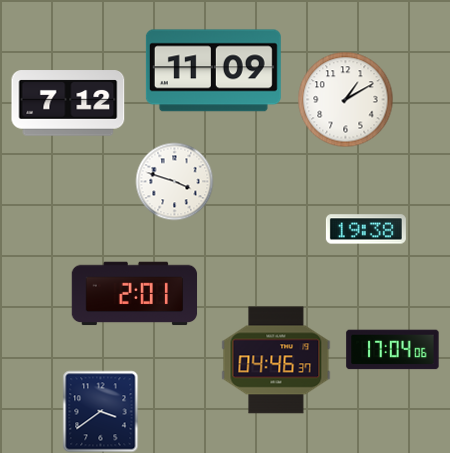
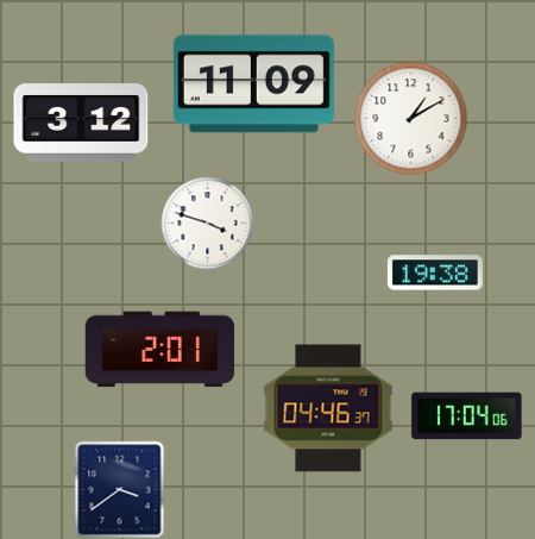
clock at (68, 103): 7:12 -> 3:12
clock at (174, 181) position: (174, 181) -> (207, 223)
clock at (276, 360) position: (276, 360) -> (328, 408)
